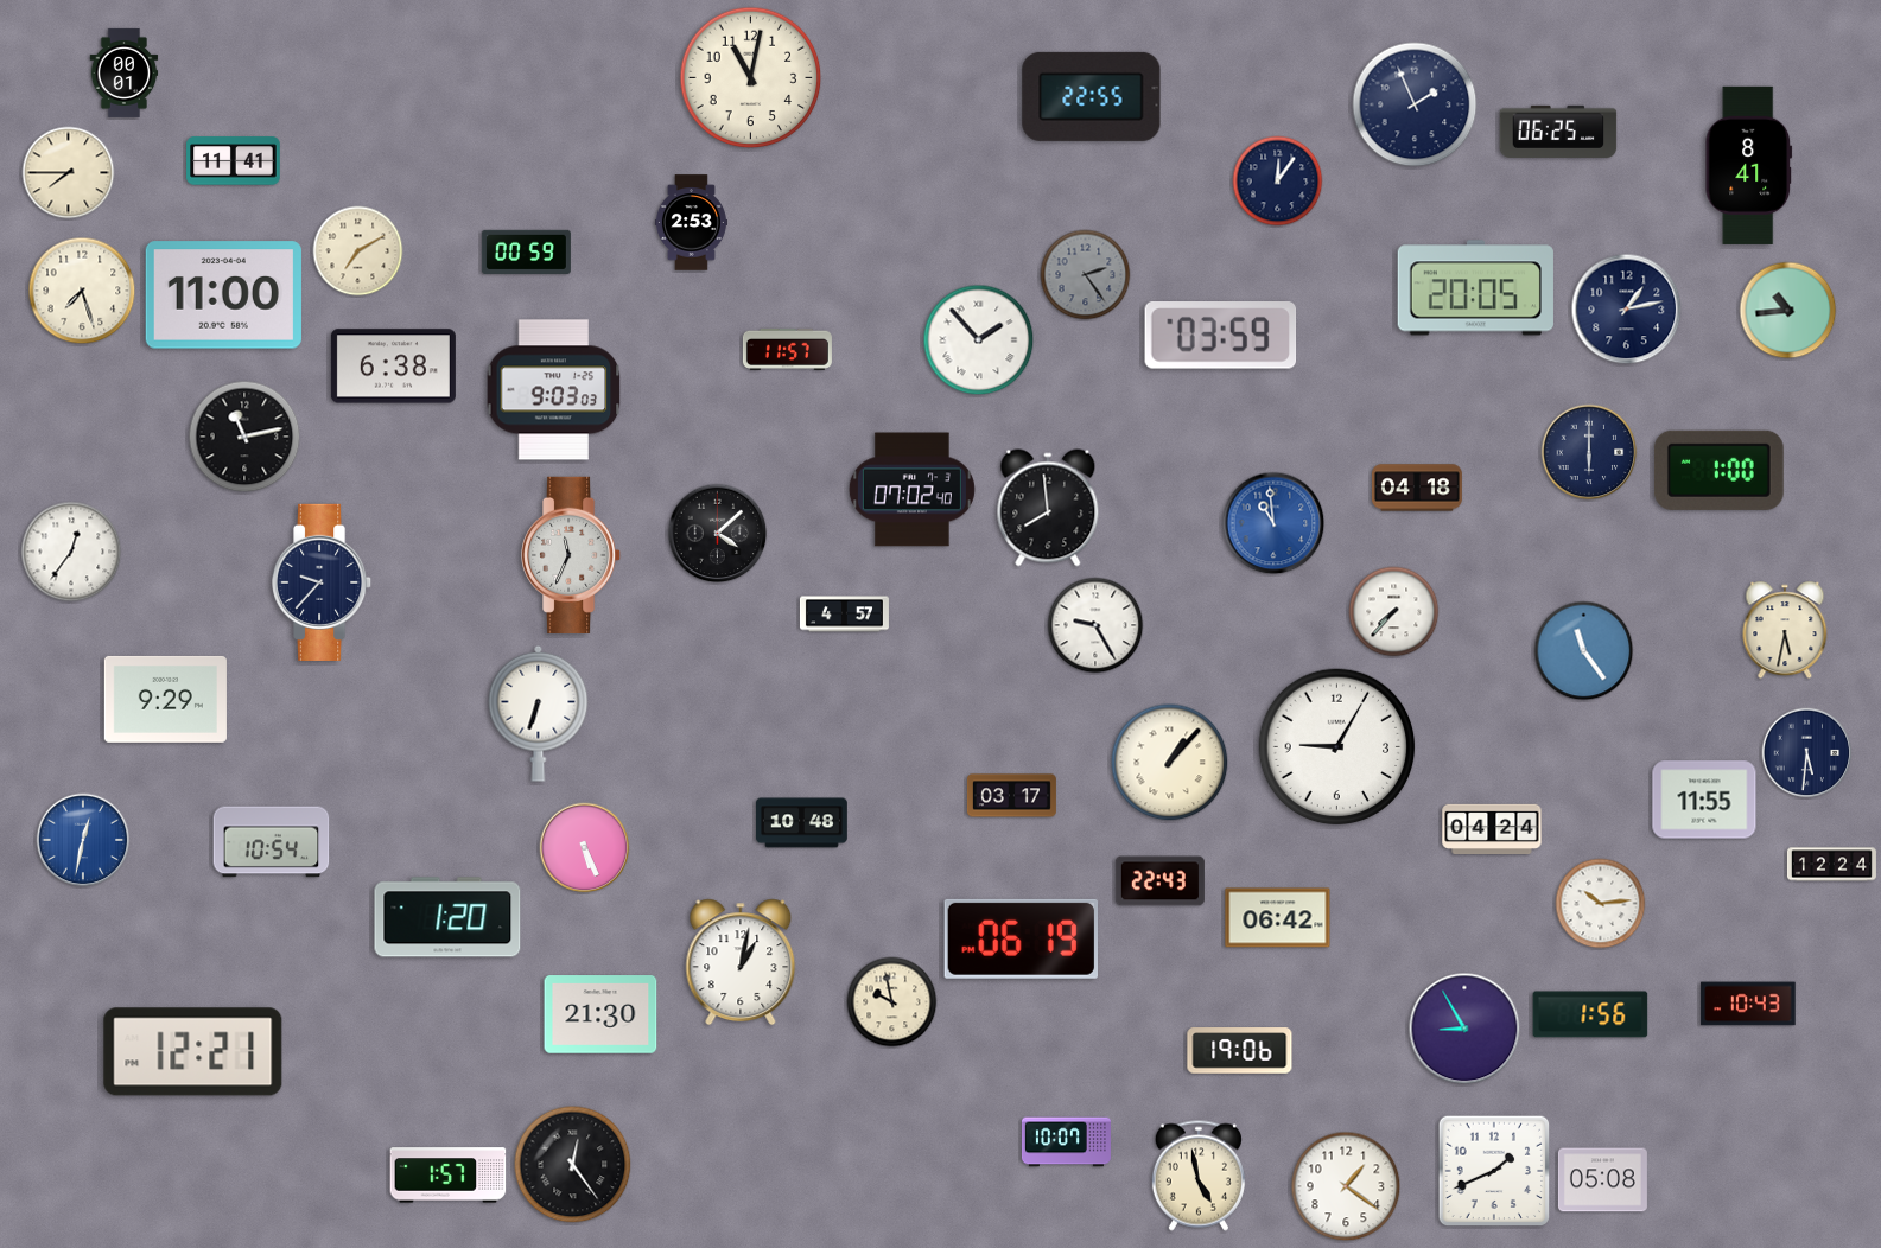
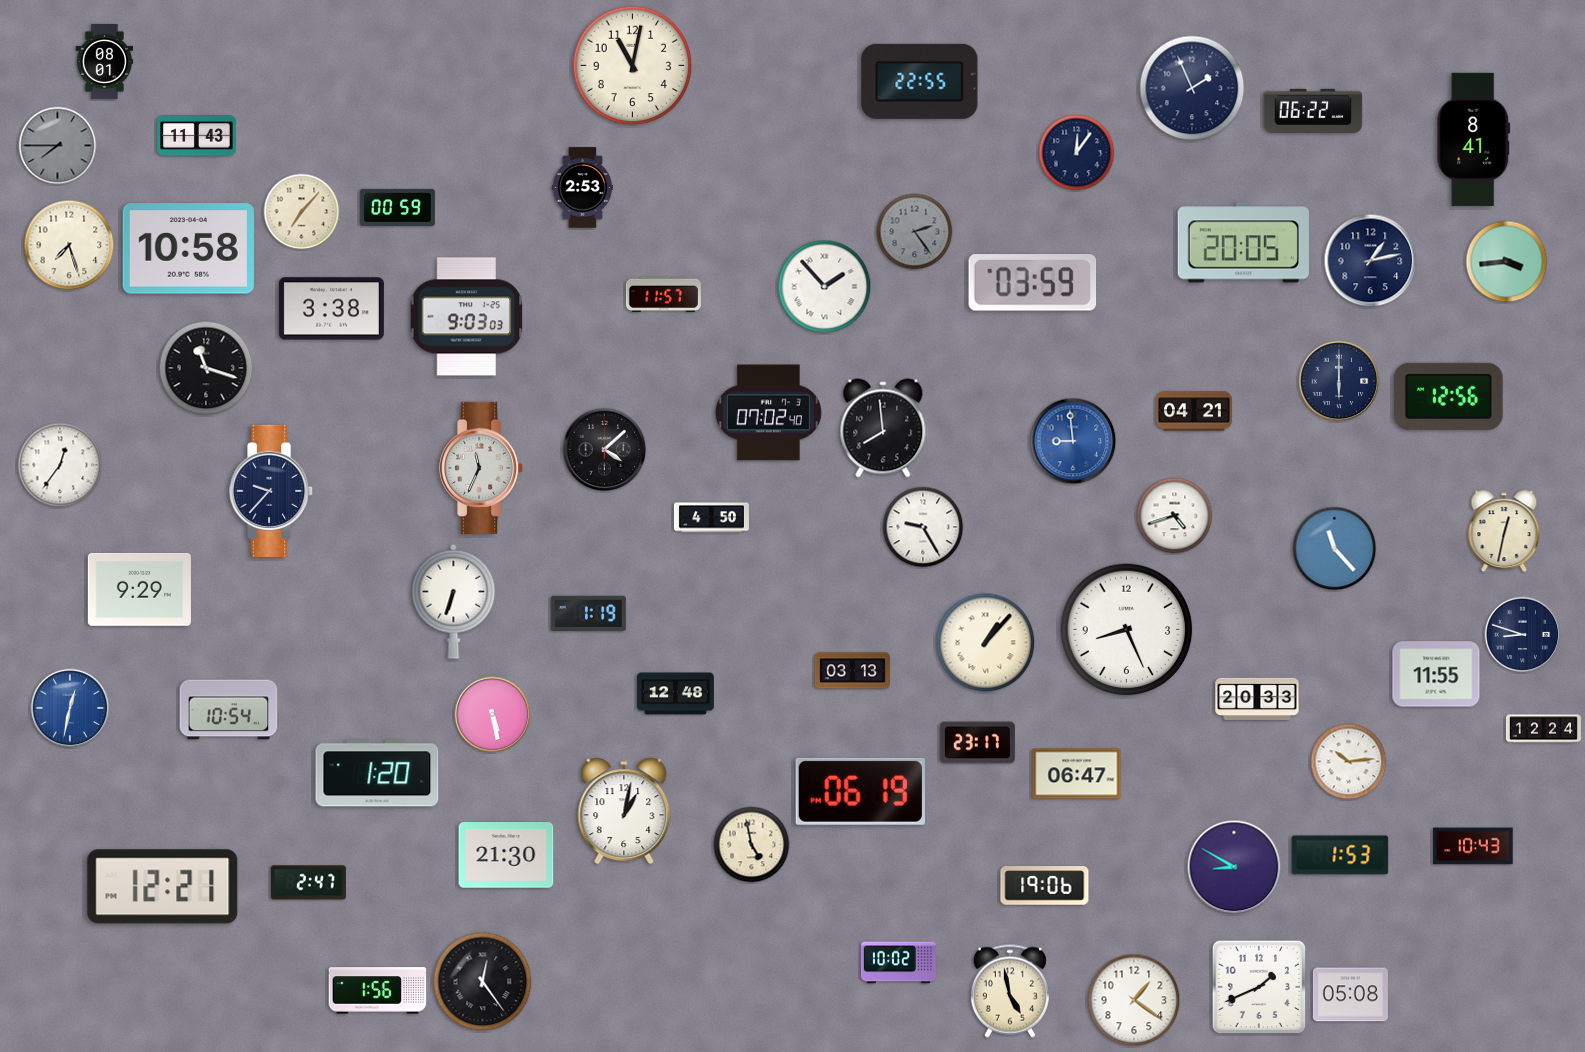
clock at (125, 72): 00:01 -> 08:01
clock at (1558, 132): 06:25 -> 06:22
clock at (234, 161): 11:41 -> 11:43
clock at (69, 173) dial: cream -> grey
clock at (358, 251): 7:10 -> 7:07
clock at (526, 251) position: (526, 251) -> (397, 207)
clock at (223, 295): 11:00 -> 10:58
clock at (1788, 311): 10:44 -> 3:44
clock at (1221, 336) position: (1221, 336) -> (1033, 283)
clock at (393, 367): 6:38 -> 3:38
clock at (554, 390) position: (554, 390) -> (467, 317)
clock at (244, 437): 11:13 -> 11:18
clock at (1718, 470): 1:00 -> 12:56
clock at (1417, 488): 04:18 -> 04:21
clock at (1273, 523): 10:59 -> 8:59
clock at (1394, 612): 7:37 -> 4:42
clock at (844, 615): 4:57 -> 4:50
clock at (1785, 630): 5:32 -> 12:32
clock at (1584, 651): 11:24 -> 11:23
clock at (588, 614): none -> 1:19
clock at (1337, 747): 9:05 -> 8:26
clock at (1807, 753): 5:31 -> 8:48
clock at (1011, 796): 03:17 -> 03:13
clock at (802, 823): 10:48 -> 12:48
clock at (1492, 828): 04:24 -> 20:33
clock at (585, 848): 5:26 -> 5:28
clock at (1159, 881): 22:43 -> 23:17
clock at (1278, 918): 06:42 -> 06:47
clock at (892, 1002): 9:58 -> 4:58
clock at (1590, 1014): 1:56 -> 1:53
clock at (1464, 1029): 8:55 -> 8:50
clock at (308, 883): none -> 2:47
clock at (1066, 1142): 10:07 -> 10:02
clock at (449, 1176): 1:57 -> 1:56
